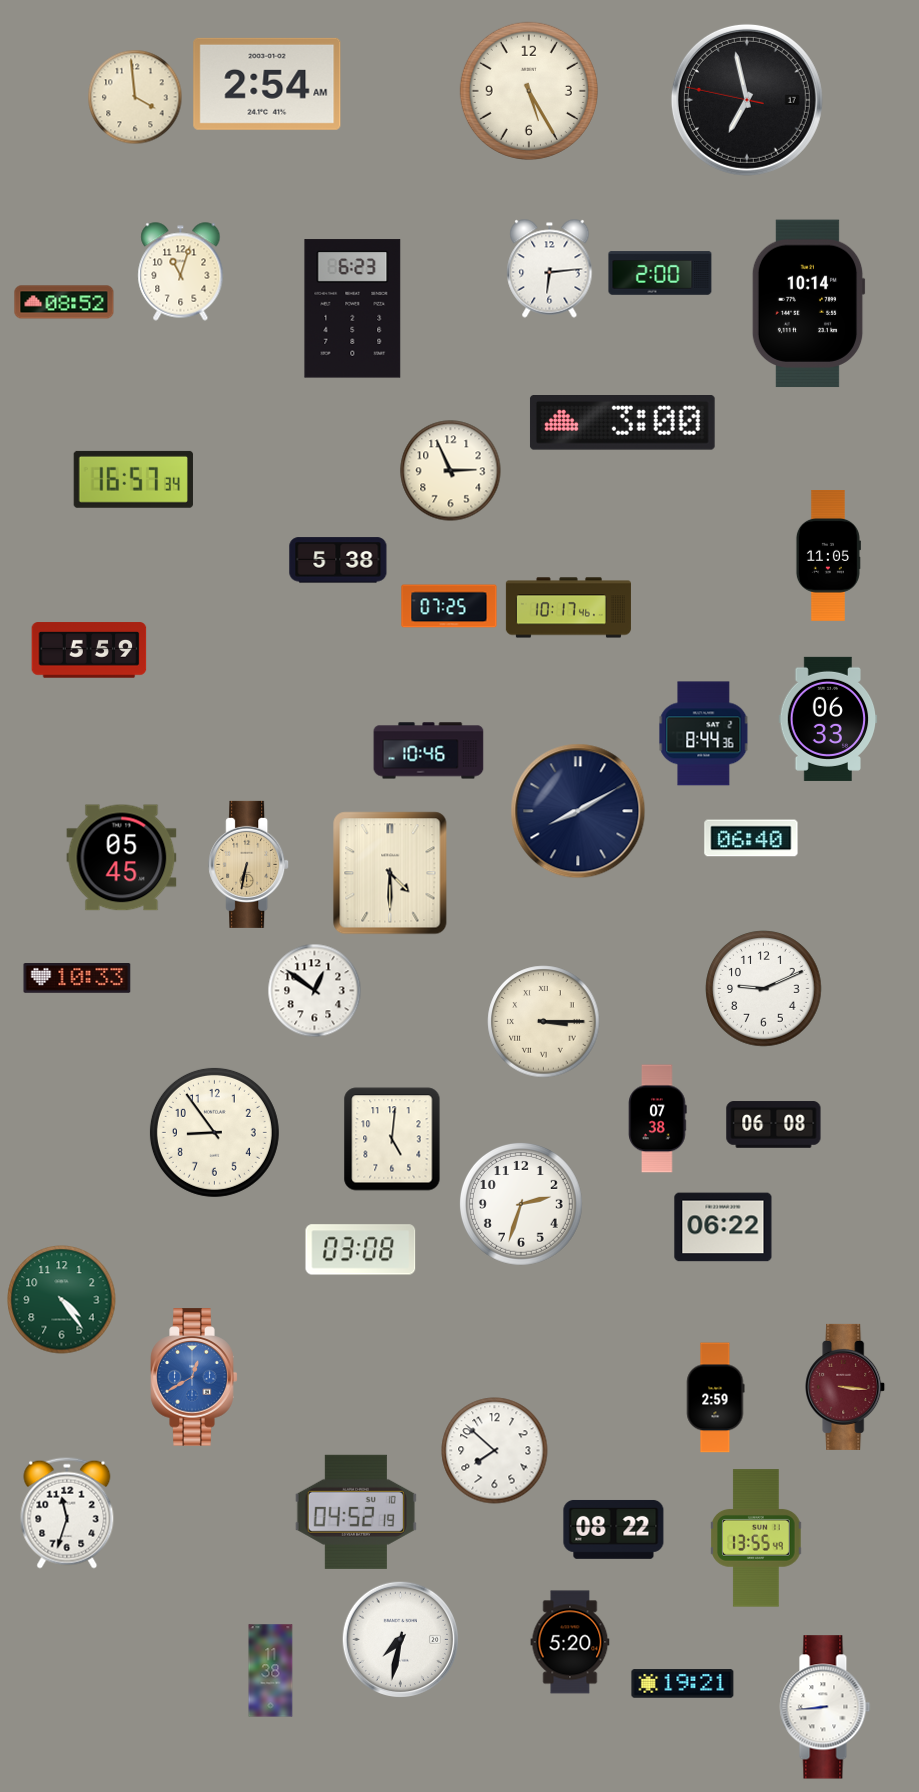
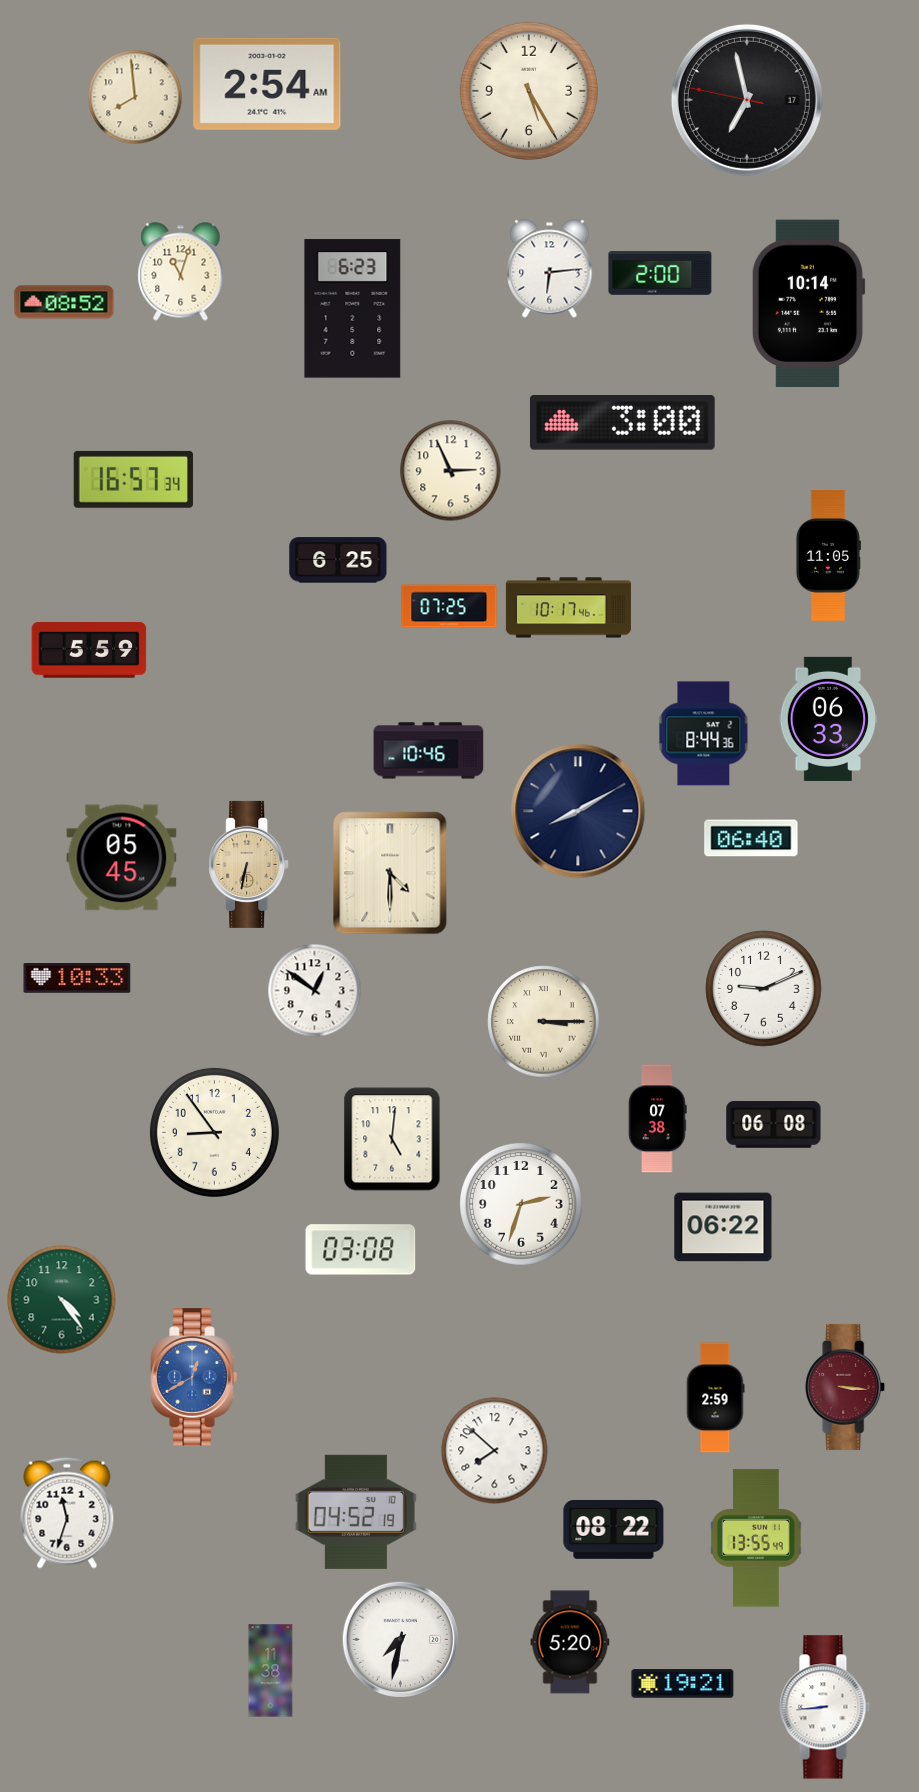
clock at (135, 97): 3:59 -> 7:59
clock at (338, 560): 5:38 -> 6:25
